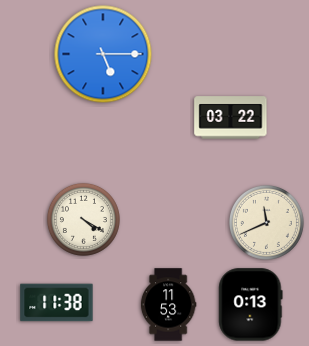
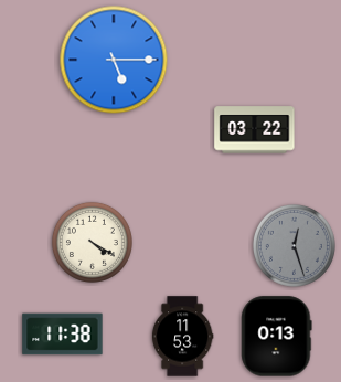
clock at (266, 222): 11:41 -> 12:27
clock at (266, 222) dial: cream -> grey
clock at (168, 305) position: (168, 305) -> (182, 337)
